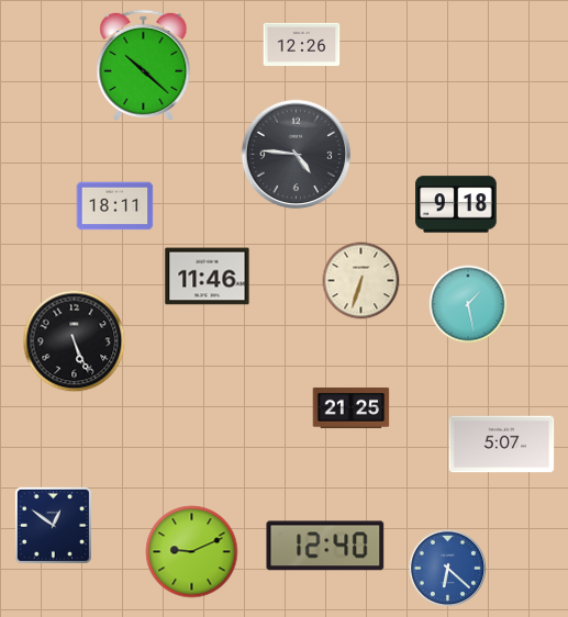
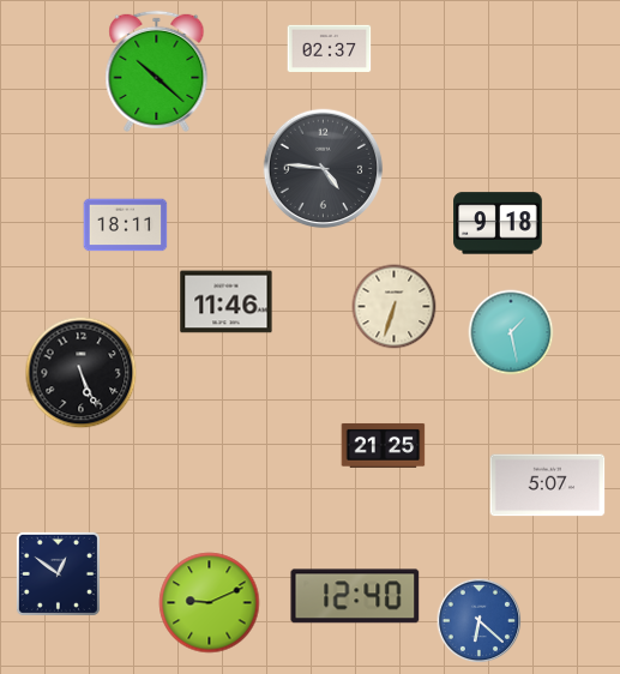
clock at (302, 45): 12:26 -> 02:37
clock at (448, 569) position: (448, 569) -> (480, 621)
